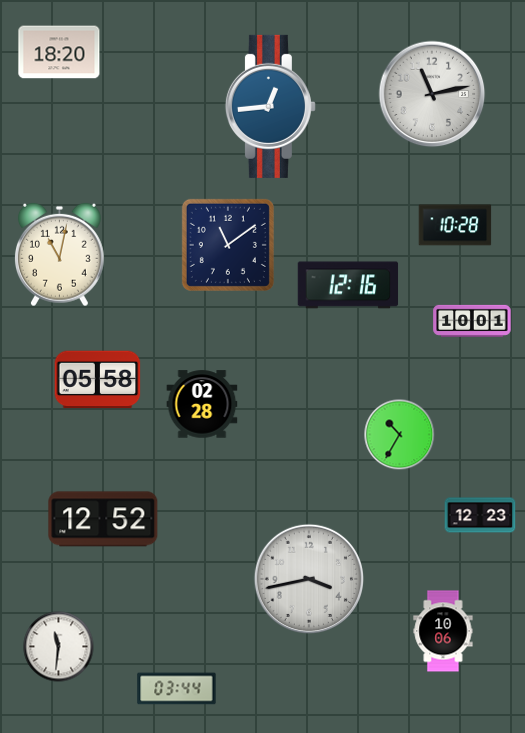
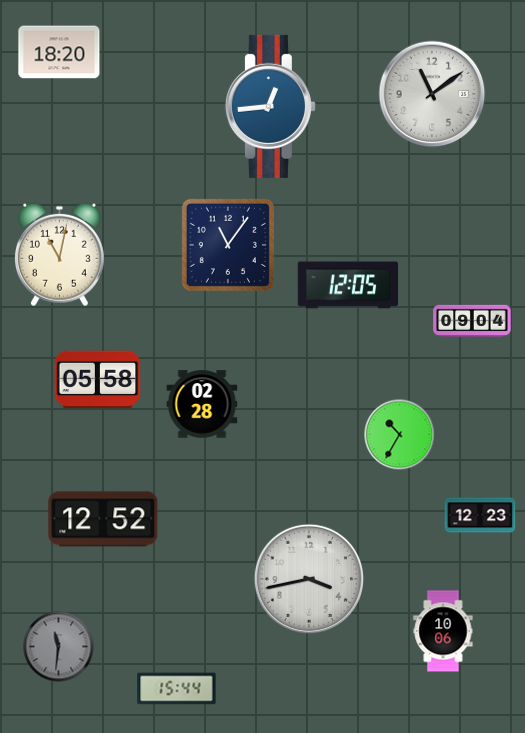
clock at (432, 94): 11:13 -> 11:09
clock at (455, 225): 10:28 -> none
clock at (228, 245): 11:09 -> 11:06
clock at (348, 285): 12:16 -> 12:05
clock at (472, 321): 10:01 -> 09:04
clock at (59, 647) dial: white -> grey
clock at (177, 689): 03:44 -> 15:44
